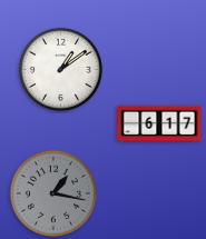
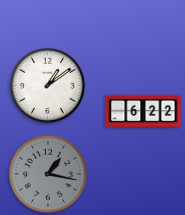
clock at (60, 69) position: (60, 69) -> (47, 85)
clock at (159, 123): 6:17 -> 6:22
